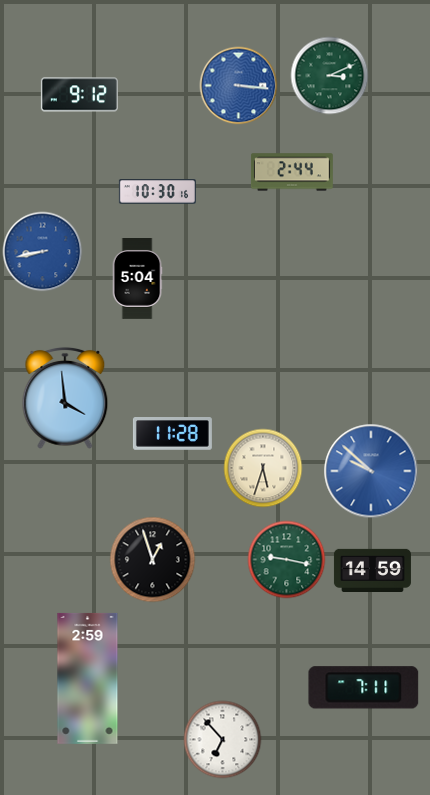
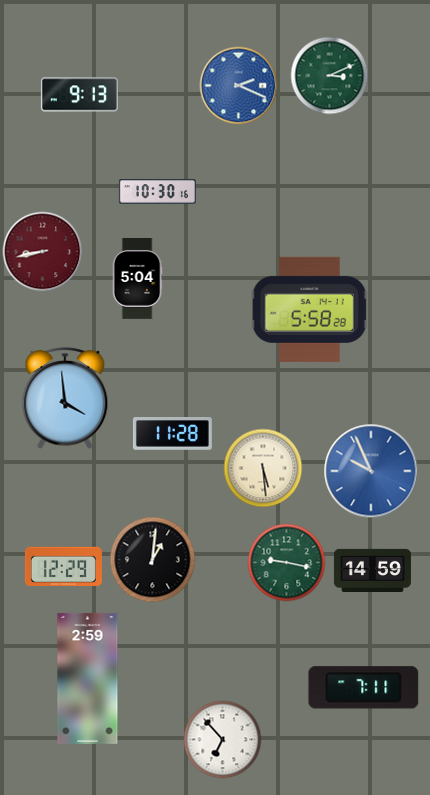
clock at (238, 85): 3:16 -> 2:19
clock at (79, 95): 9:12 -> 9:13
clock at (292, 172): 2:44 -> none
clock at (42, 251) dial: blue -> burgundy
clock at (309, 309): none -> 5:58
clock at (263, 468): 5:33 -> 5:29
clock at (371, 471): 9:52 -> 9:56
clock at (152, 559): 12:57 -> 1:01
clock at (286, 559) position: (286, 559) -> (286, 562)
clock at (63, 567): none -> 12:29
